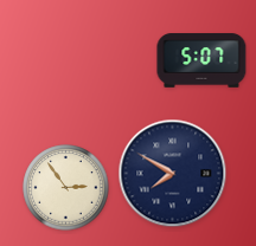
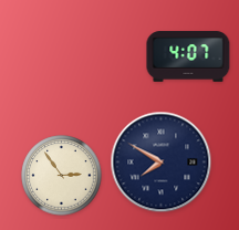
clock at (201, 60): 5:07 -> 4:07
